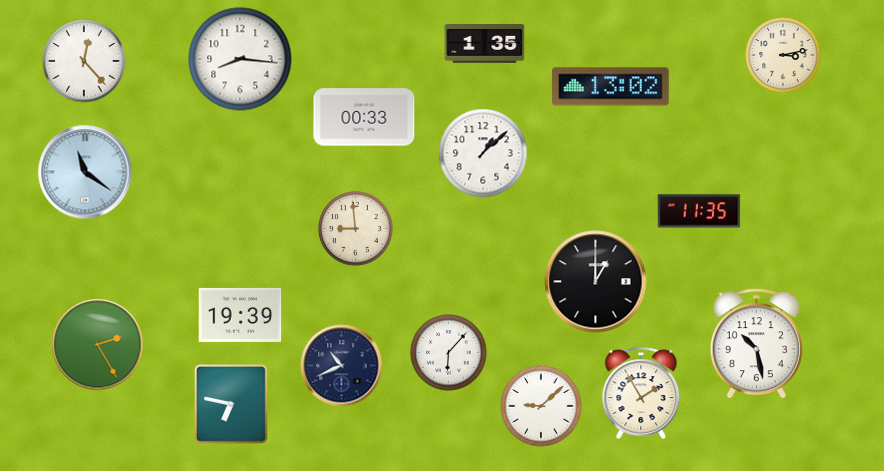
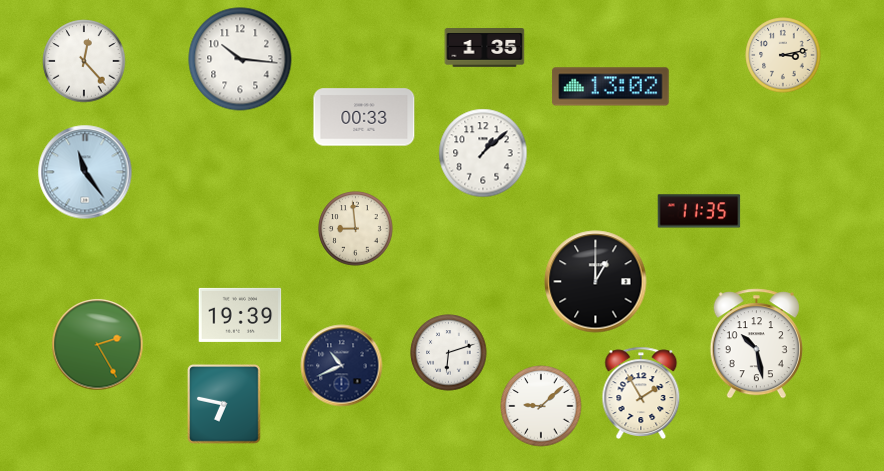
clock at (485, 44) position: (485, 44) -> (485, 48)
clock at (240, 59): 8:16 -> 10:16
clock at (85, 172): 11:21 -> 11:24
clock at (449, 353): 6:07 -> 6:12
clock at (232, 404) position: (232, 404) -> (225, 404)
